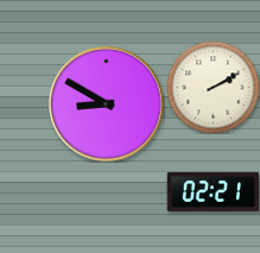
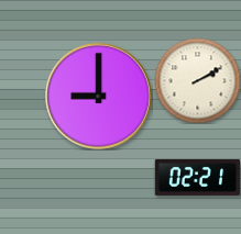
clock at (107, 105): 8:50 -> 9:00
